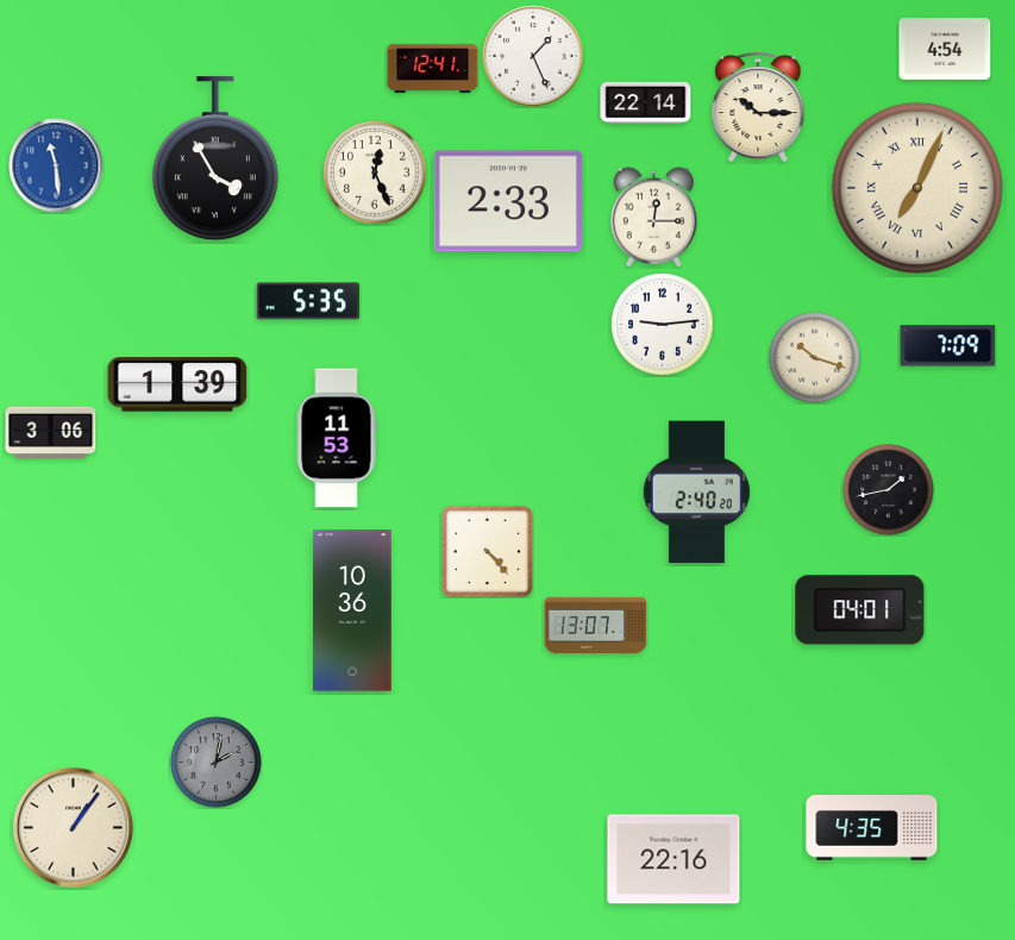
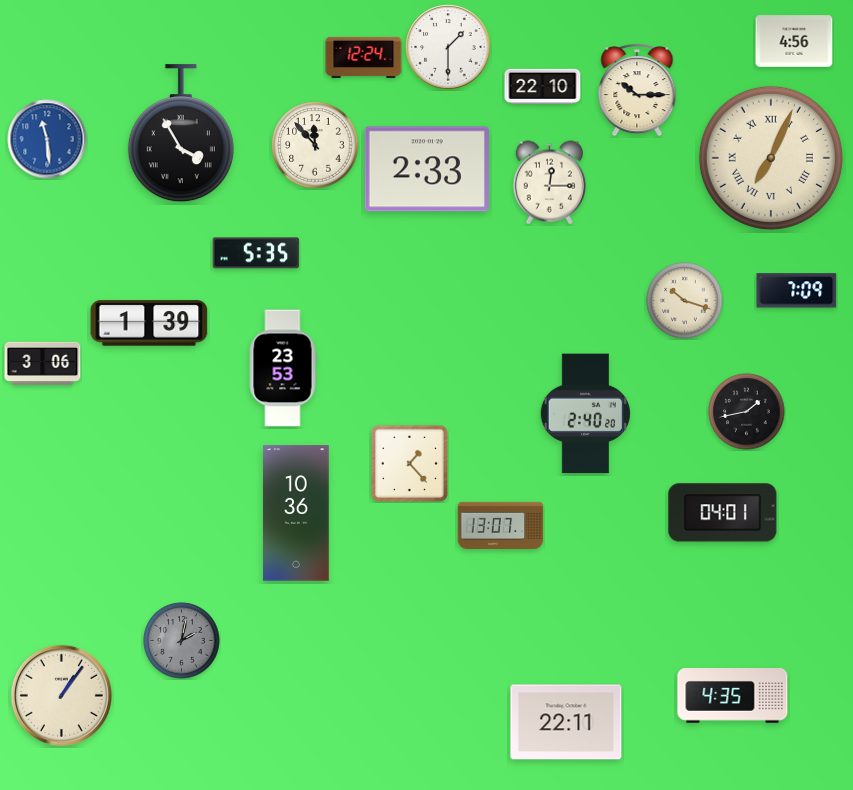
clock at (945, 49): 4:54 -> 4:56
clock at (533, 56): 1:26 -> 1:30
clock at (433, 68): 12:41 -> 12:24
clock at (646, 104): 22:14 -> 22:10
clock at (375, 173): 12:26 -> 11:53
clock at (307, 301) position: (307, 301) -> (255, 253)
clock at (663, 325): 9:14 -> none
clock at (337, 438): 11:53 -> 23:53
clock at (487, 551): 4:23 -> 1:23
clock at (673, 859): 22:16 -> 22:11
